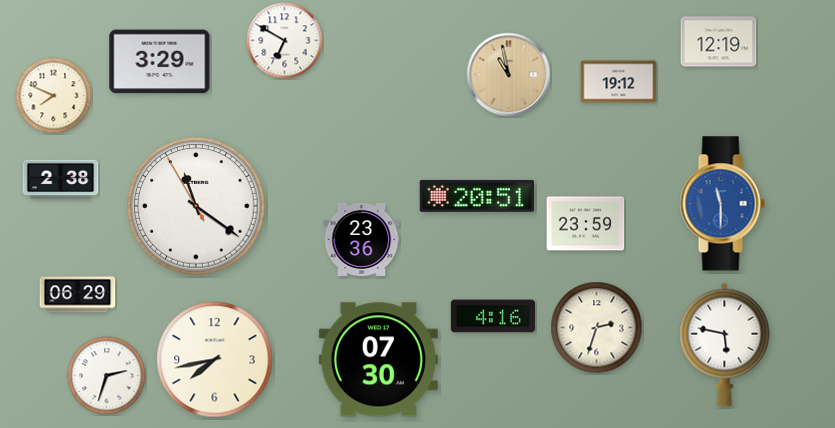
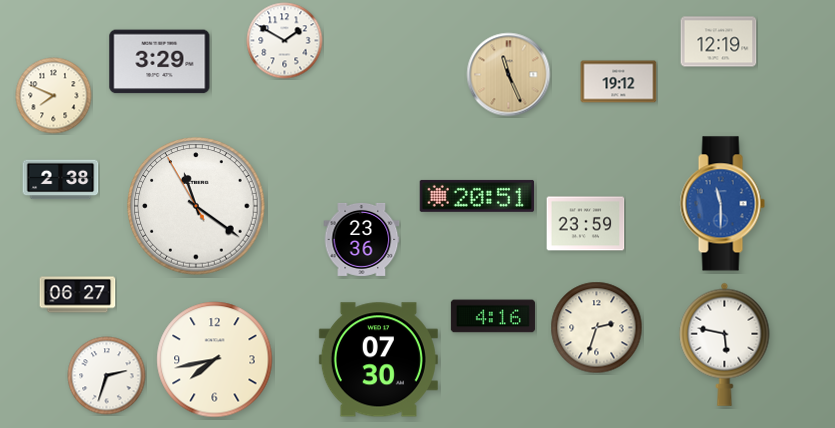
clock at (285, 41): 6:50 -> 1:50
clock at (509, 75): 10:58 -> 11:26
clock at (78, 295): 06:29 -> 06:27
